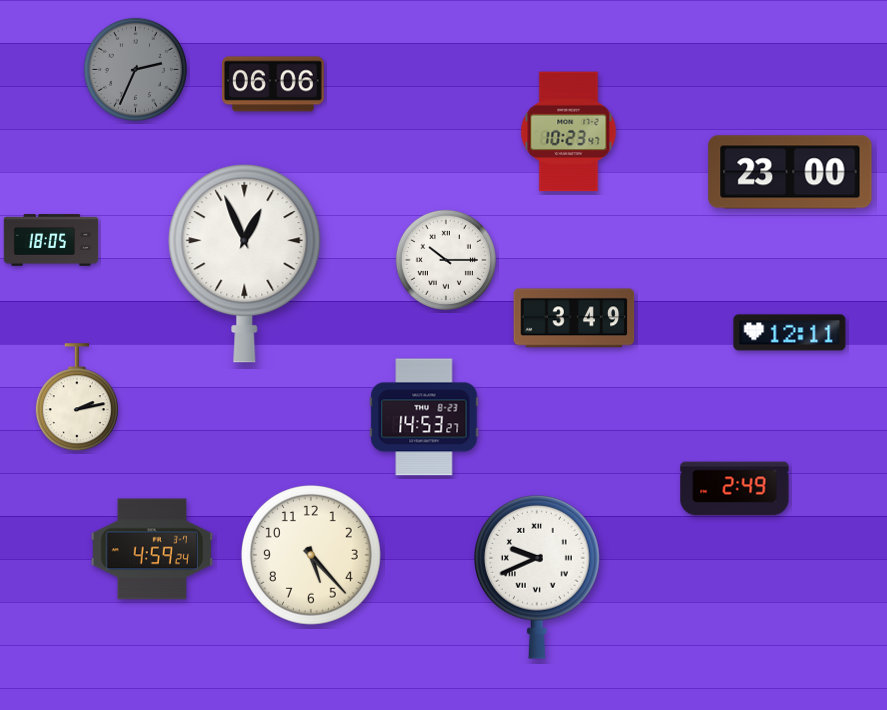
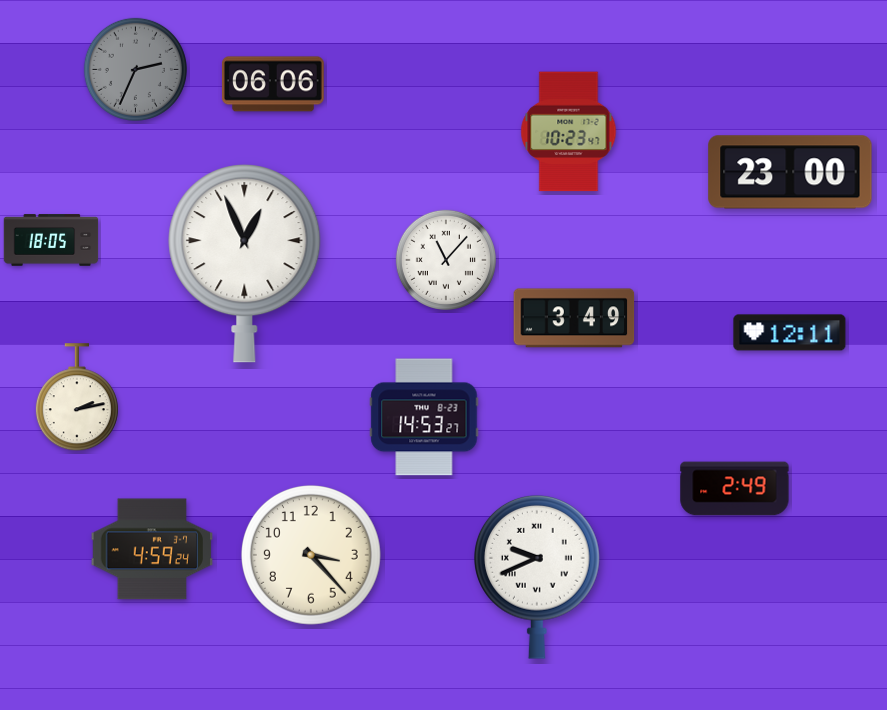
clock at (446, 260): 10:15 -> 11:07
clock at (311, 555): 5:23 -> 3:23
